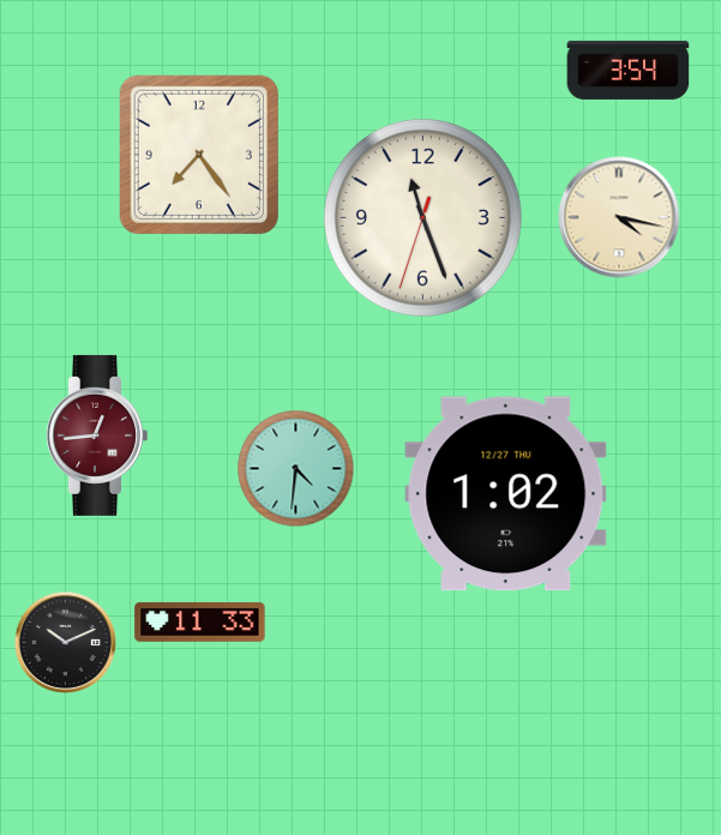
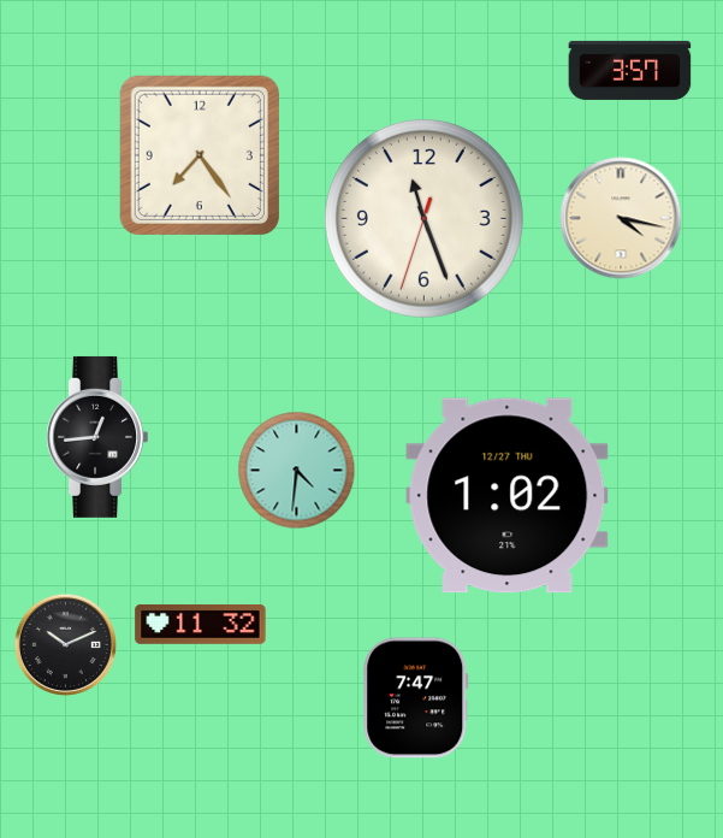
clock at (629, 70): 3:54 -> 3:57
clock at (96, 435) dial: burgundy -> black
clock at (200, 623): 11:33 -> 11:32
clock at (416, 698): none -> 7:47
